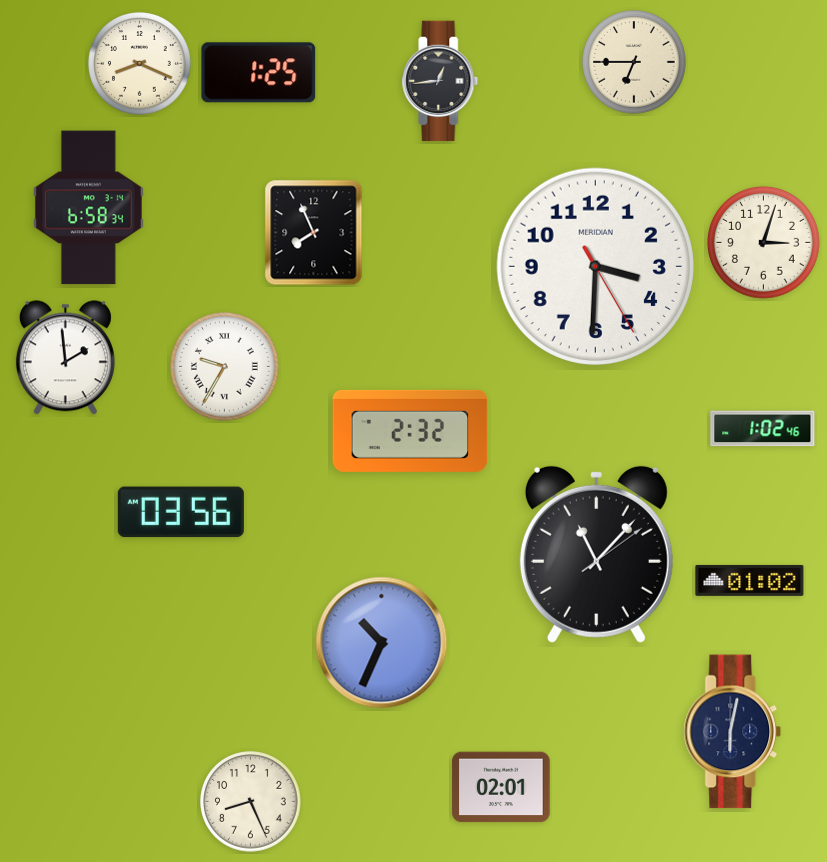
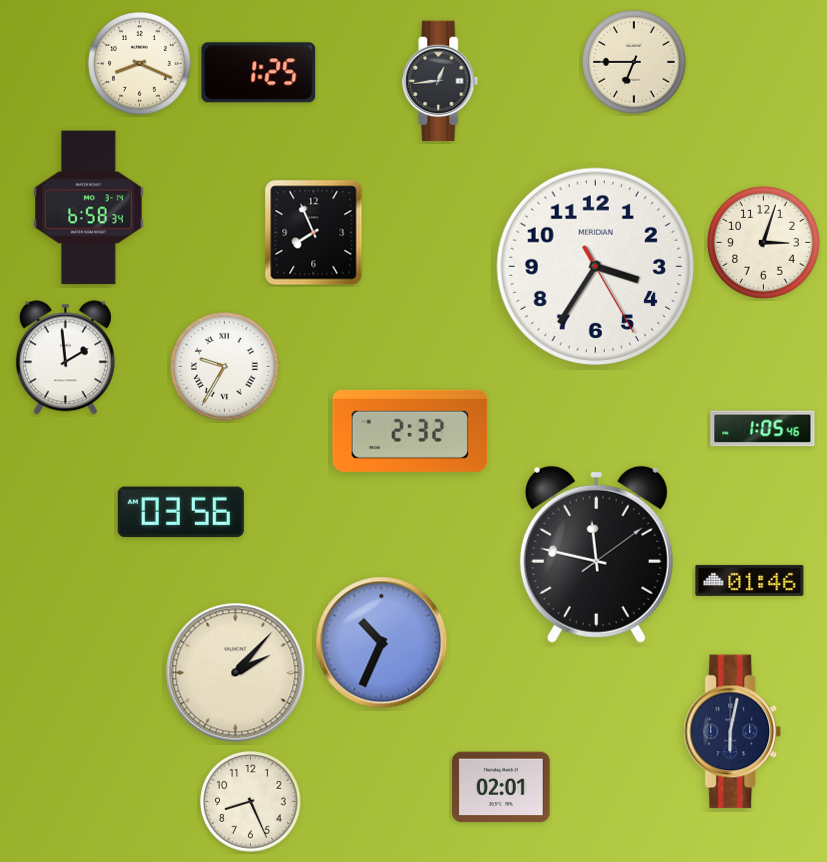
clock at (595, 266): 3:30 -> 3:35
clock at (763, 429): 1:02 -> 1:05
clock at (596, 554): 11:07 -> 11:47
clock at (750, 580): 01:02 -> 01:46
clock at (236, 673): none -> 2:07
